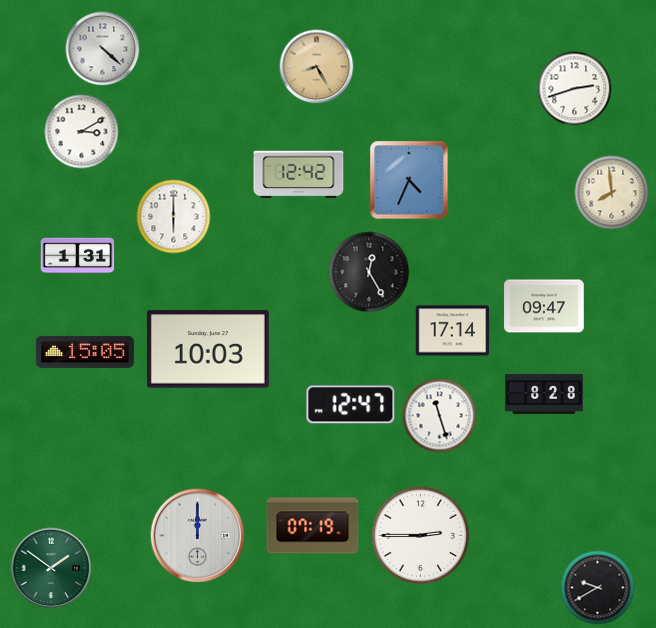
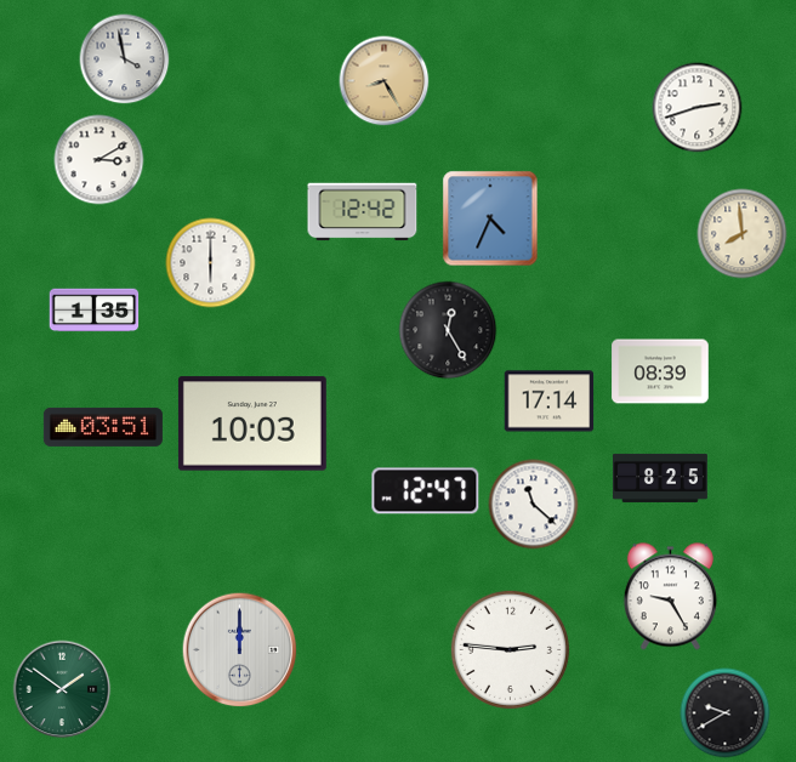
clock at (103, 49): 4:22 -> 3:58
clock at (409, 180) position: (409, 180) -> (490, 218)
clock at (78, 256): 1:31 -> 1:35
clock at (544, 306): 09:47 -> 08:39
clock at (85, 352): 15:05 -> 03:51
clock at (545, 394): 8:28 -> 8:25
clock at (440, 416): 11:27 -> 11:22
clock at (670, 597): none -> 9:25
clock at (313, 526): 07:19 -> none
clock at (420, 535): 2:45 -> 2:46
